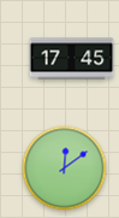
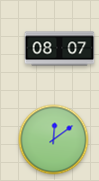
clock at (72, 59): 17:45 -> 08:07
